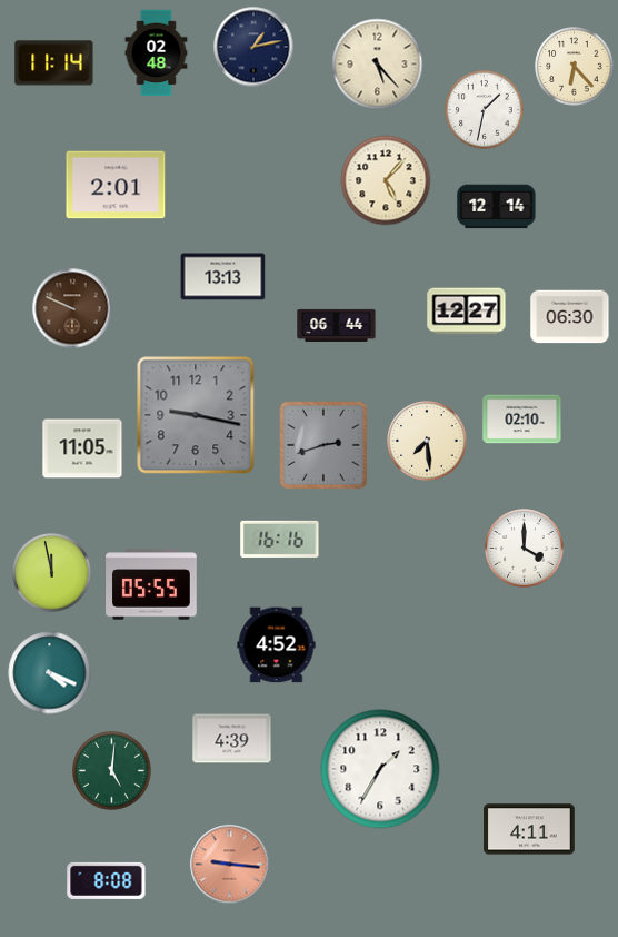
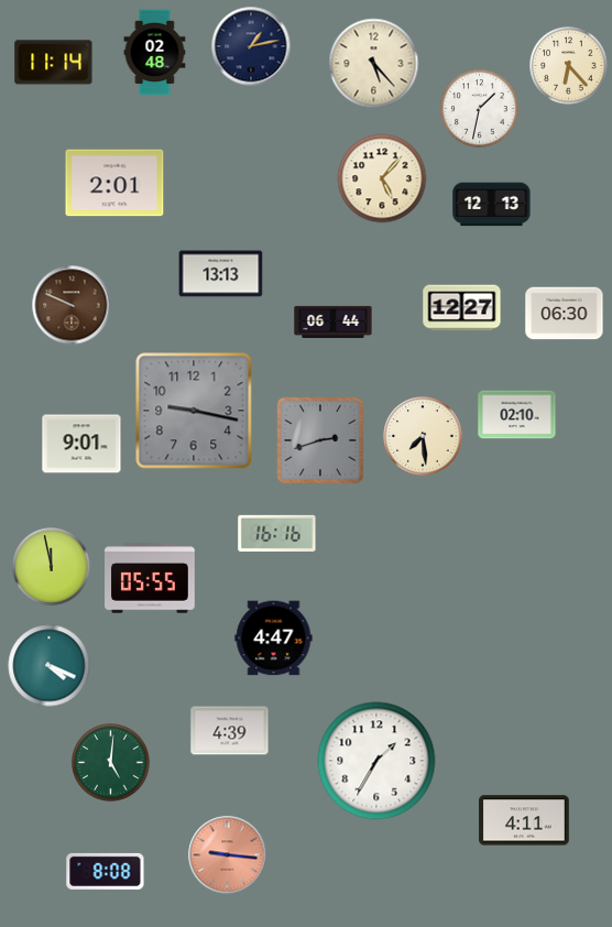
clock at (497, 207): 12:14 -> 12:13
clock at (82, 448): 11:05 -> 9:01
clock at (525, 549): 4:00 -> none
clock at (277, 645): 4:52 -> 4:47
